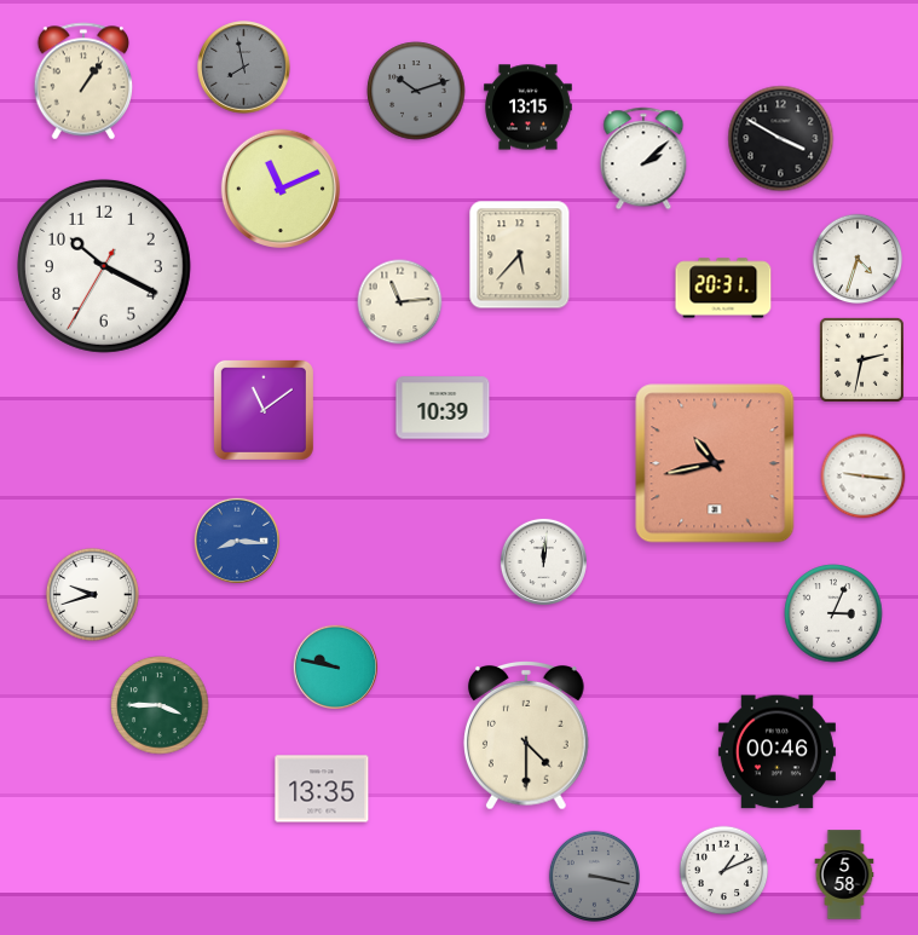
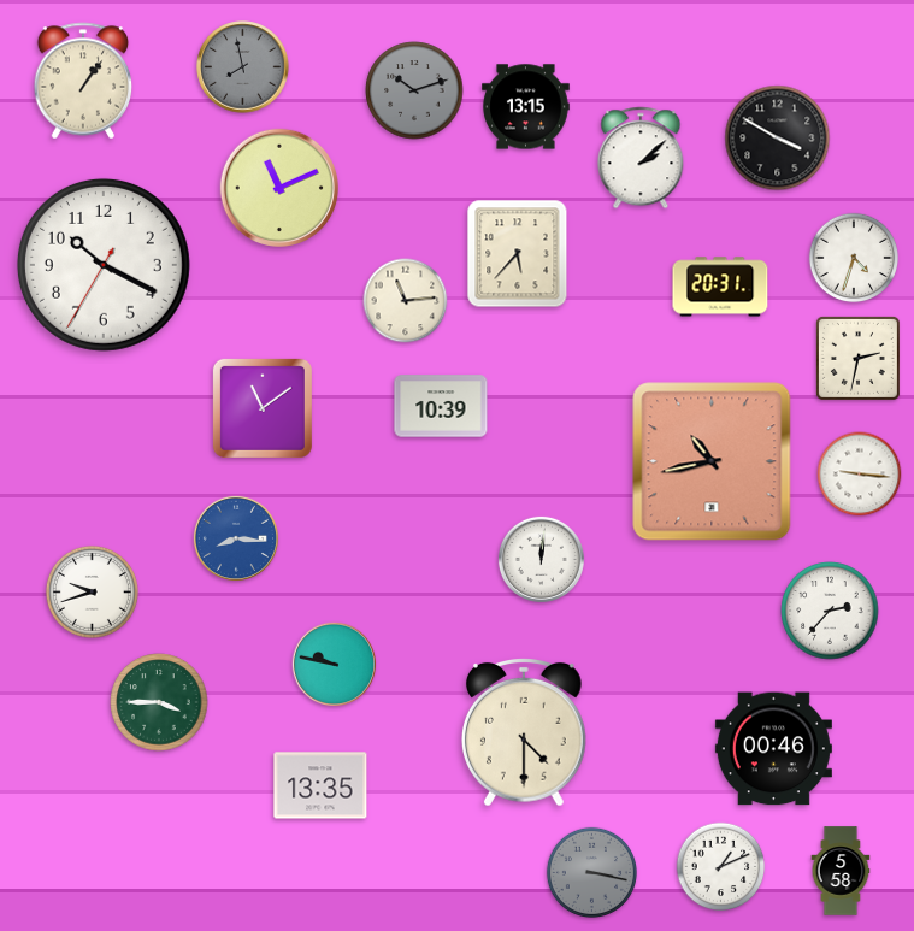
clock at (400, 302) position: (400, 302) -> (406, 301)
clock at (833, 613): 3:04 -> 2:37
